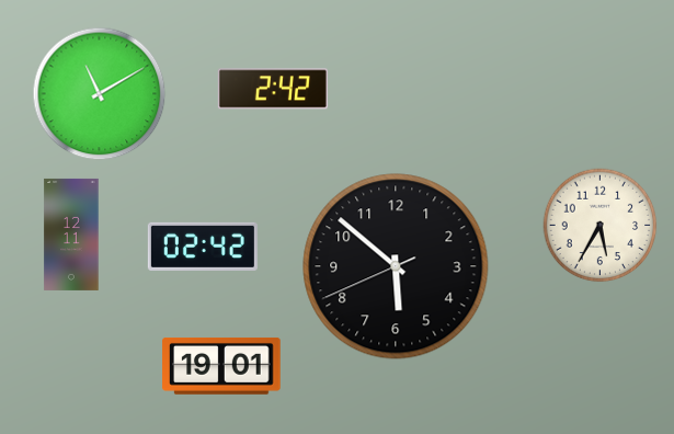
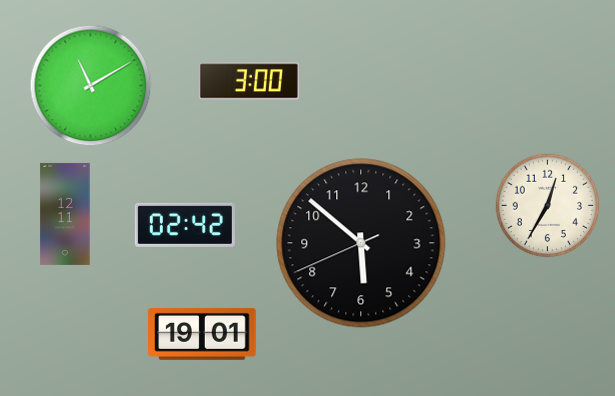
clock at (273, 89): 2:42 -> 3:00
clock at (601, 226): 5:35 -> 12:35
